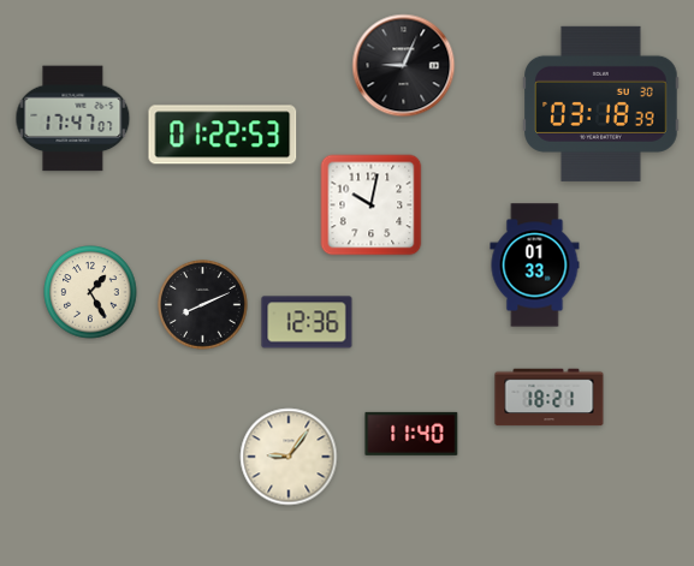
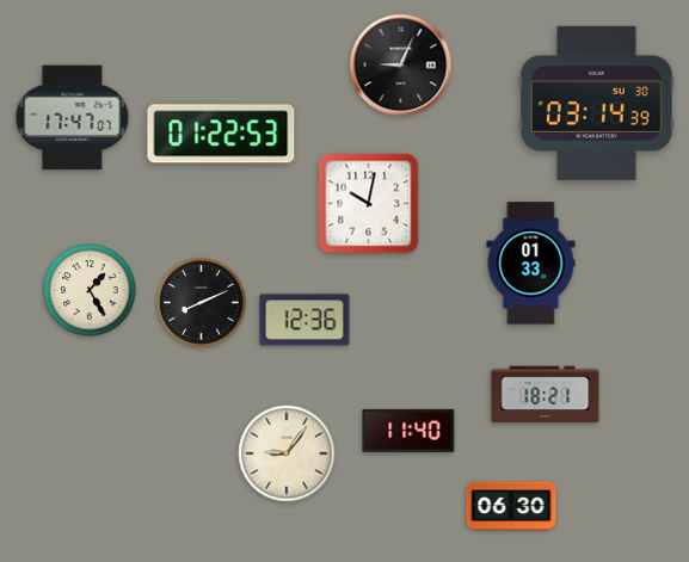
clock at (601, 103): 03:18 -> 03:14
clock at (511, 506): none -> 06:30
